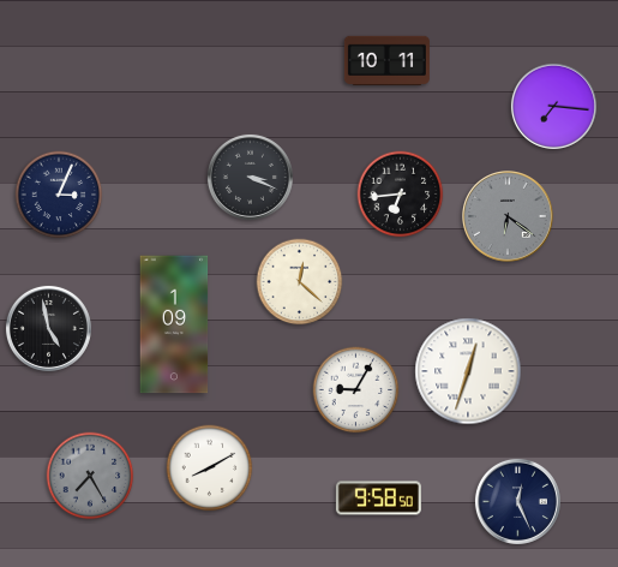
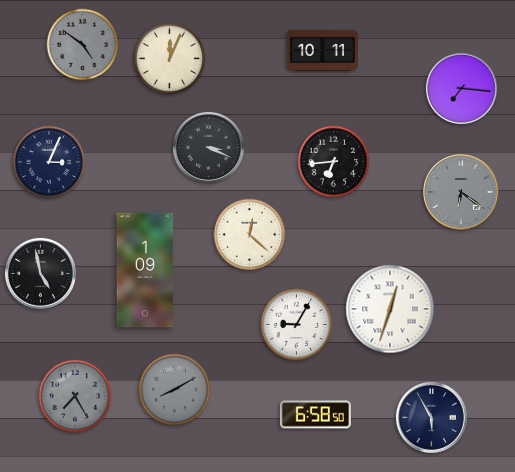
clock at (83, 45): none -> 4:51
clock at (170, 59): none -> 12:04
clock at (509, 217) position: (509, 217) -> (462, 193)
clock at (210, 468) dial: white -> grey
clock at (378, 499): 9:58 -> 6:58
clock at (517, 501): 12:26 -> 5:55
